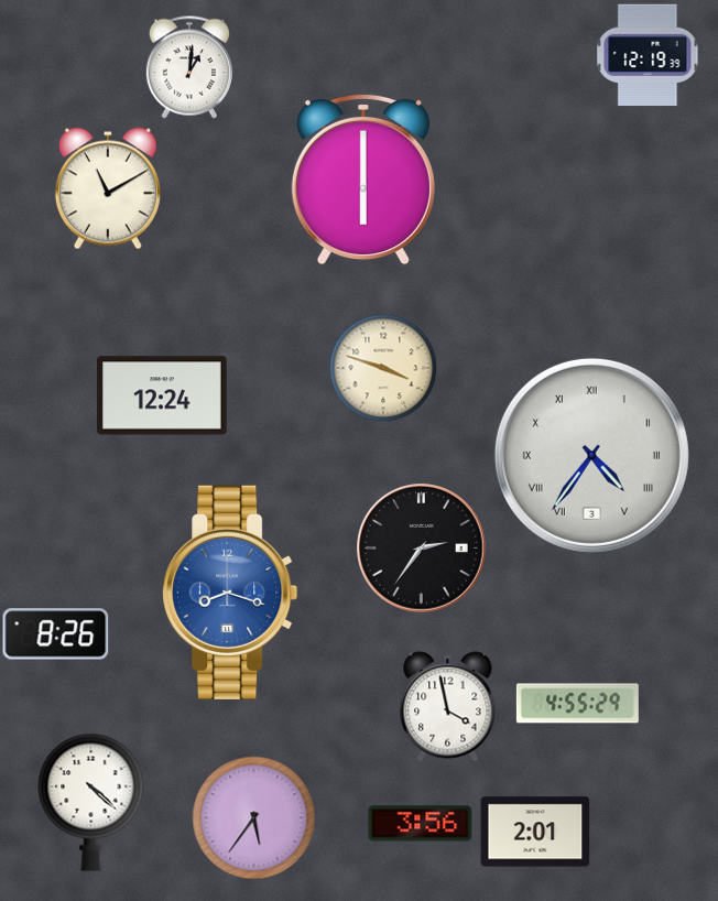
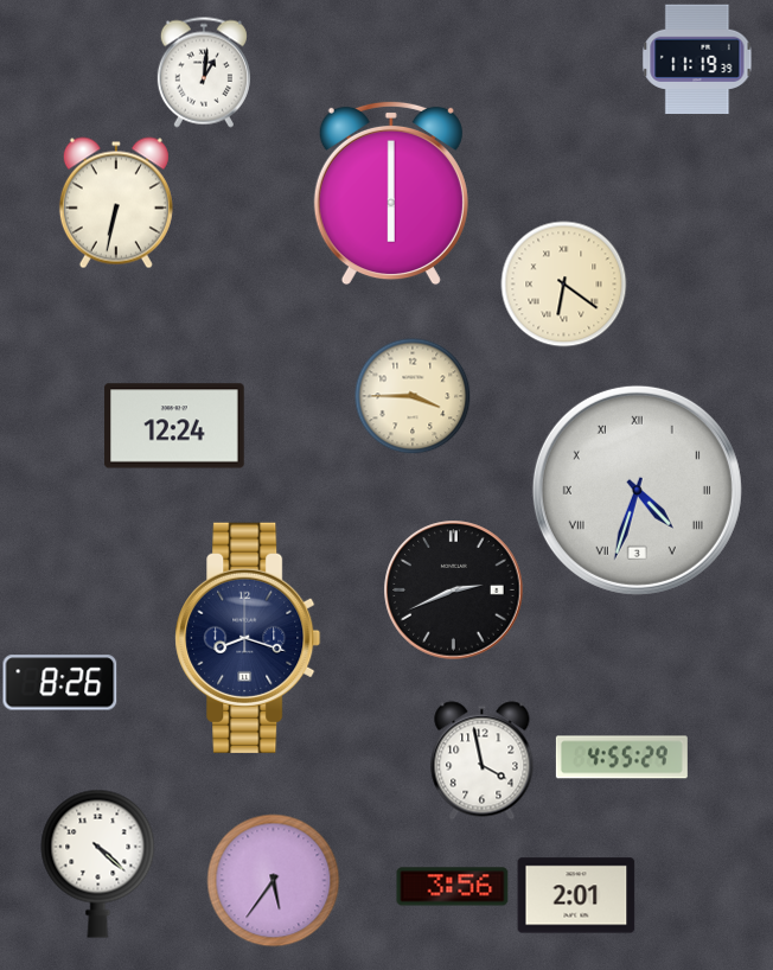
clock at (648, 55): 12:19 -> 11:19
clock at (108, 188): 11:10 -> 6:32
clock at (564, 285): none -> 6:21
clock at (383, 368): 3:48 -> 3:45
clock at (591, 455): 4:36 -> 4:33
clock at (422, 549): 2:36 -> 2:41
clock at (230, 593) dial: blue -> navy
